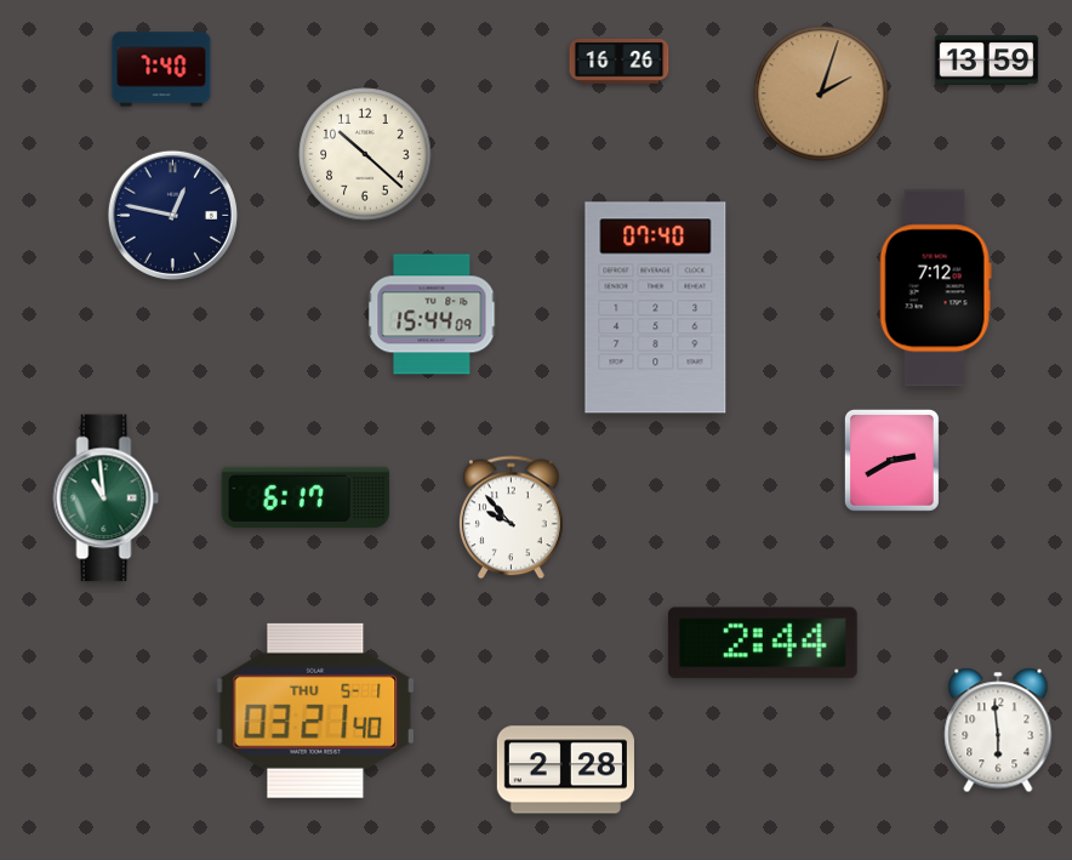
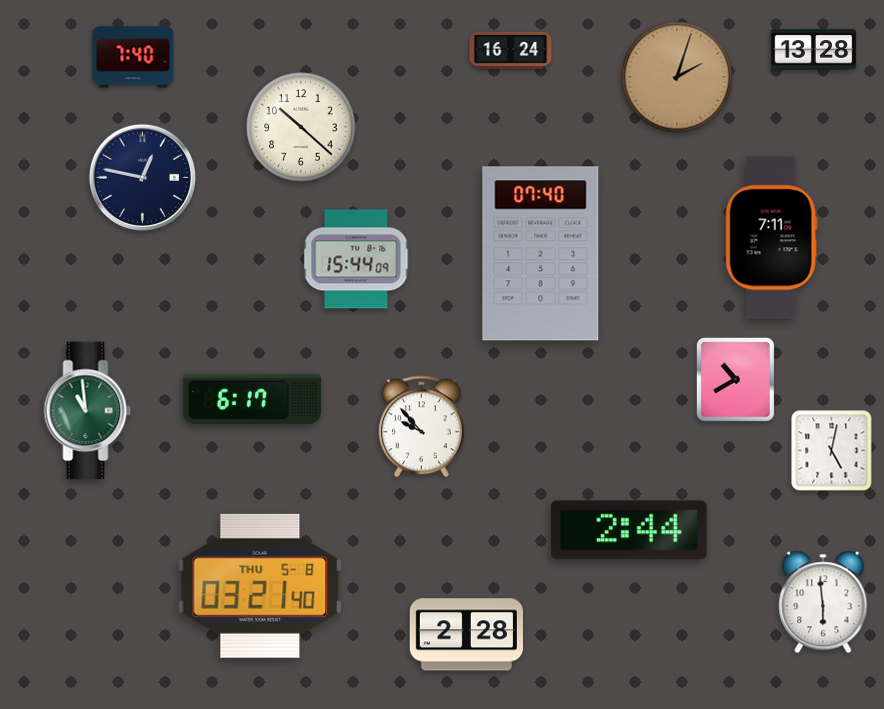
clock at (620, 61): 16:26 -> 16:24
clock at (987, 61): 13:59 -> 13:28
clock at (935, 289): 7:12 -> 7:11
clock at (891, 460): 2:40 -> 10:40
clock at (306, 497) position: (306, 497) -> (252, 399)
clock at (832, 451): none -> 5:02
clock at (314, 711) date: THU 5-1 -> THU 5-8
